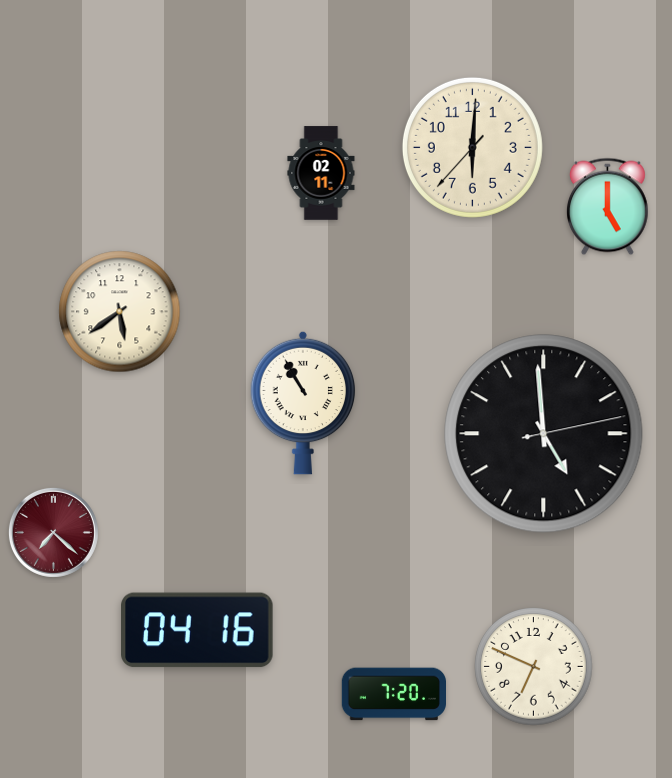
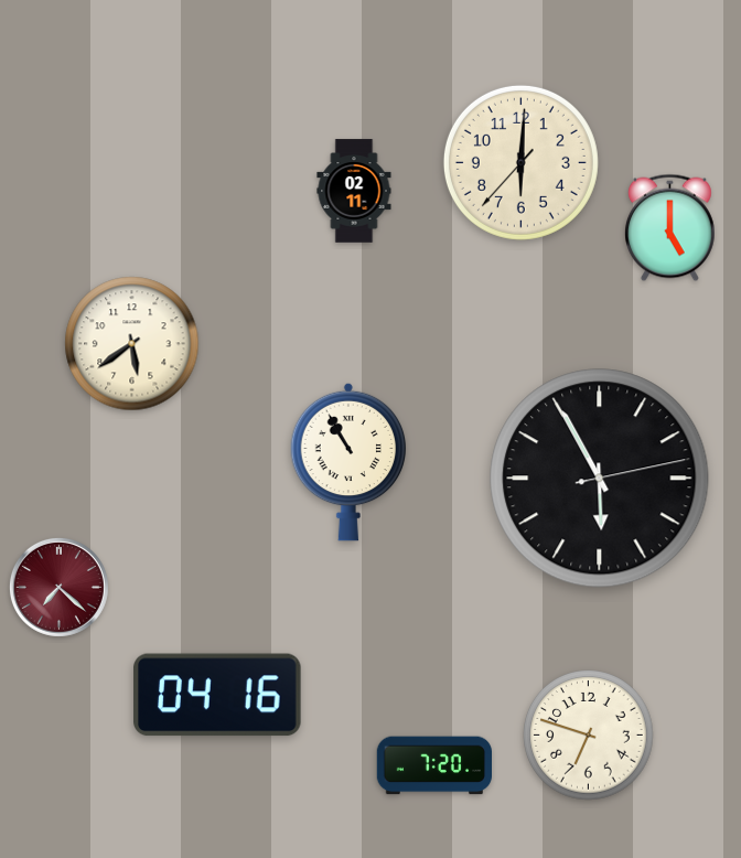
clock at (303, 403) position: (303, 403) -> (348, 462)
clock at (544, 434): 4:59 -> 5:55
clock at (534, 667): 6:49 -> 6:48
